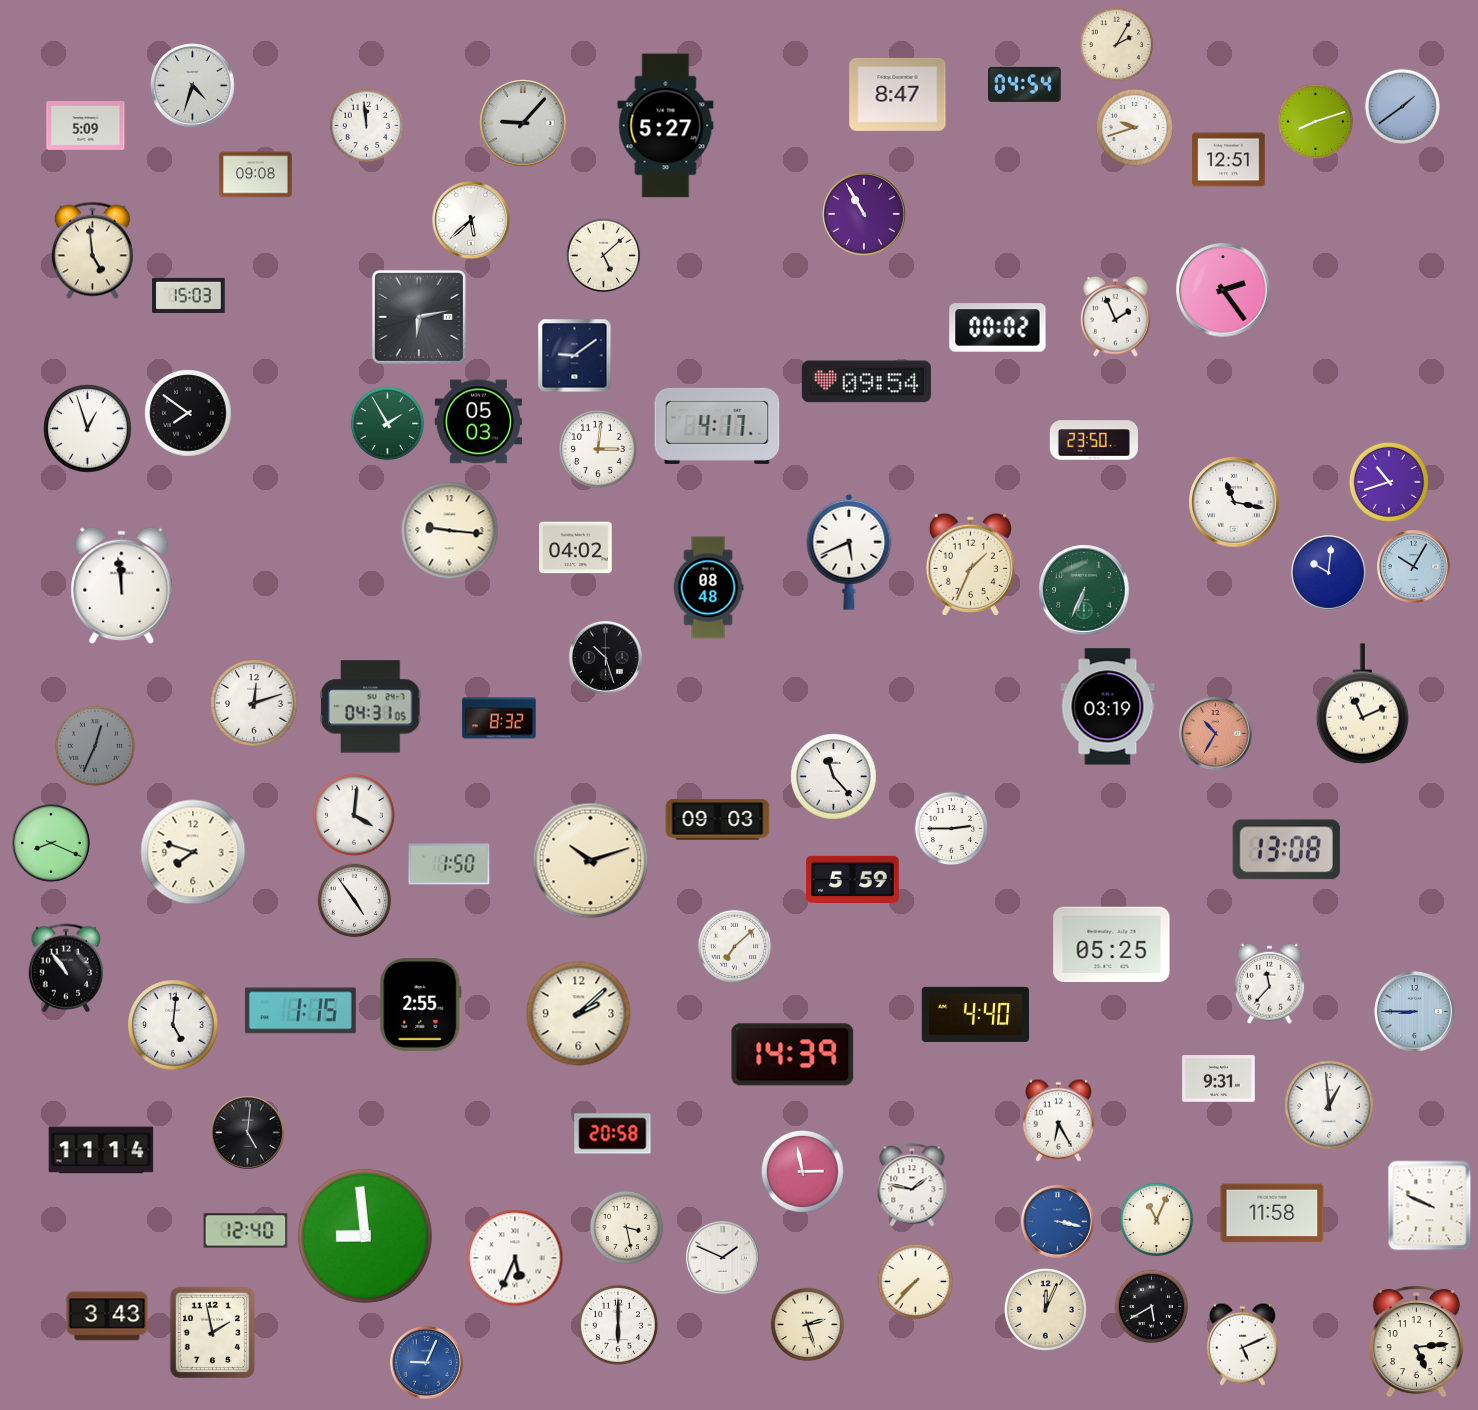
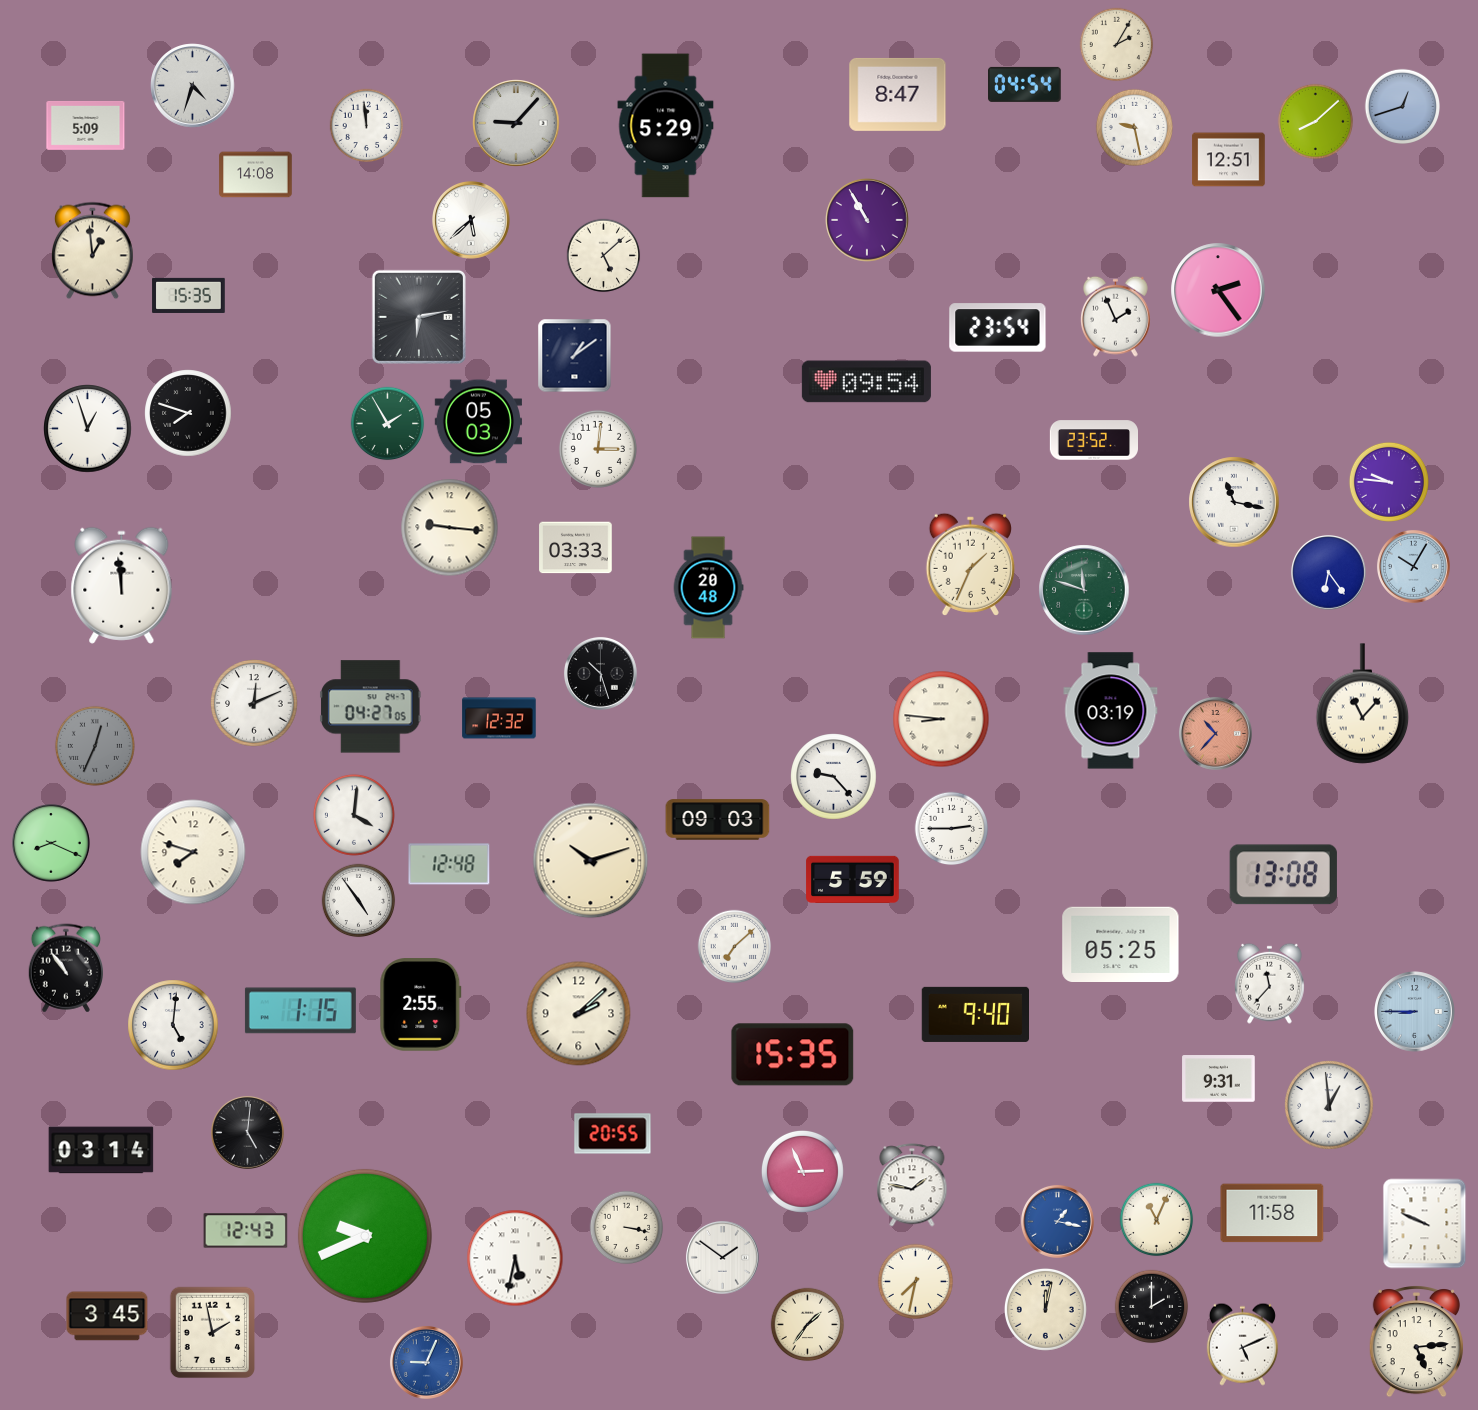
clock at (1402, 106): 1:39 -> 12:42
clock at (1315, 121): 8:12 -> 8:08
clock at (523, 123) position: (523, 123) -> (516, 123)
clock at (666, 126): 5:27 -> 5:29
clock at (1134, 127): 9:42 -> 9:28
clock at (256, 175): 09:08 -> 14:08
clock at (864, 214) position: (864, 214) -> (867, 220)
clock at (92, 251): 4:59 -> 12:59
clock at (1223, 290) position: (1223, 290) -> (1218, 290)
clock at (189, 295): 15:03 -> 15:35
clock at (998, 328): 00:02 -> 23:54
clock at (575, 356): 9:09 -> 1:09
clock at (188, 413): 7:51 -> 7:48
clock at (717, 426): 4:17 -> none
clock at (1093, 440): 23:50 -> 23:52
clock at (1389, 482): 10:42 -> 9:46
clock at (450, 531) position: (450, 531) -> (450, 528)
clock at (576, 548): 04:02 -> 03:33
clock at (849, 552): 5:41 -> none
clock at (1329, 573): 10:01 -> 6:24
clock at (708, 588): 08:48 -> 20:48
clock at (1084, 590): 6:34 -> 11:48
clock at (605, 657) position: (605, 657) -> (600, 673)
clock at (254, 703): 12:12 -> 12:11
clock at (1363, 704): 11:11 -> 11:07
clock at (370, 707): 04:31 -> 04:27
clock at (1108, 707) position: (1108, 707) -> (1111, 711)
clock at (499, 718): 8:32 -> 12:32
clock at (941, 719): none -> 8:46
clock at (1215, 733): 10:35 -> 10:37
clock at (834, 777): 11:23 -> 9:23
clock at (1286, 850) position: (1286, 850) -> (1283, 875)
clock at (449, 864): 1:50 -> 12:48
clock at (355, 901) position: (355, 901) -> (359, 901)
clock at (1112, 944) position: (1112, 944) -> (1121, 944)
clock at (975, 1014): 4:40 -> 9:40
clock at (793, 1055): 14:39 -> 15:35
clock at (1058, 1120): 6:25 -> none
clock at (613, 1134): 20:58 -> 20:55
clock at (101, 1150): 11:14 -> 03:14
clock at (802, 1171): 2:58 -> 2:56
clock at (1430, 1206) position: (1430, 1206) -> (1425, 1224)
clock at (1057, 1221): 3:17 -> 1:17
clock at (627, 1228): 3:28 -> 3:17
clock at (246, 1231): 12:40 -> 12:43
clock at (365, 1236): 8:59 -> 9:41
clock at (722, 1257): 1:49 -> 1:51
clock at (515, 1258): 5:34 -> 5:32
clock at (915, 1281): 7:37 -> 7:32
clock at (1152, 1307): 5:40 -> 2:00
clock at (1045, 1309): 12:04 -> 12:02
clock at (107, 1316): 3:43 -> 3:45
clock at (618, 1325): 6:00 -> none
clock at (808, 1325): 2:27 -> 1:36
